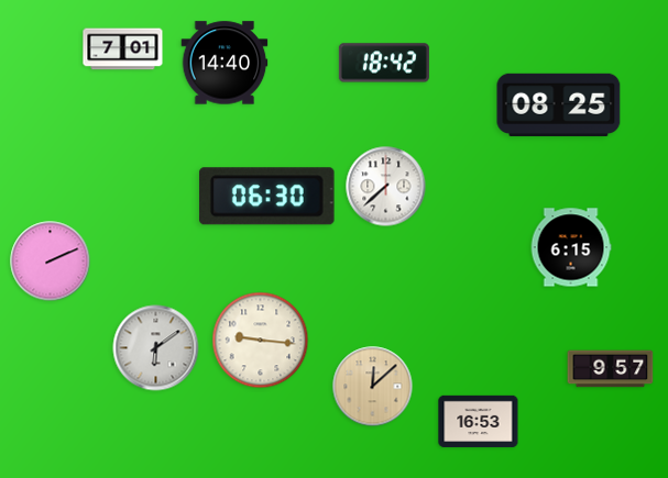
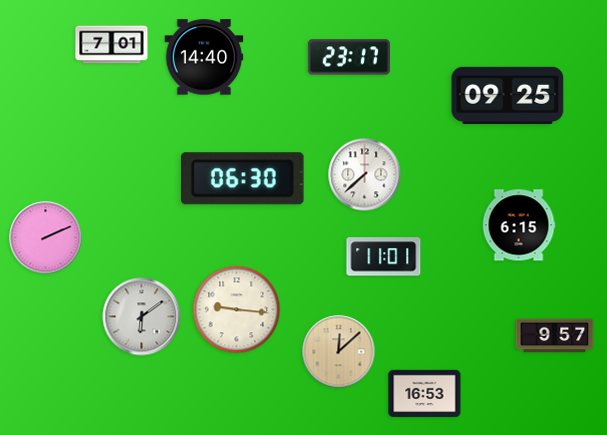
clock at (384, 63): 18:42 -> 23:17
clock at (559, 104): 08:25 -> 09:25
clock at (386, 187) position: (386, 187) -> (365, 175)
clock at (384, 257): none -> 11:01
clock at (479, 421) position: (479, 421) -> (425, 393)
